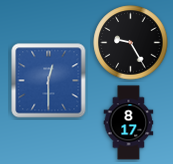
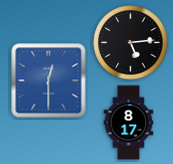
clock at (131, 43): 9:25 -> 5:14
